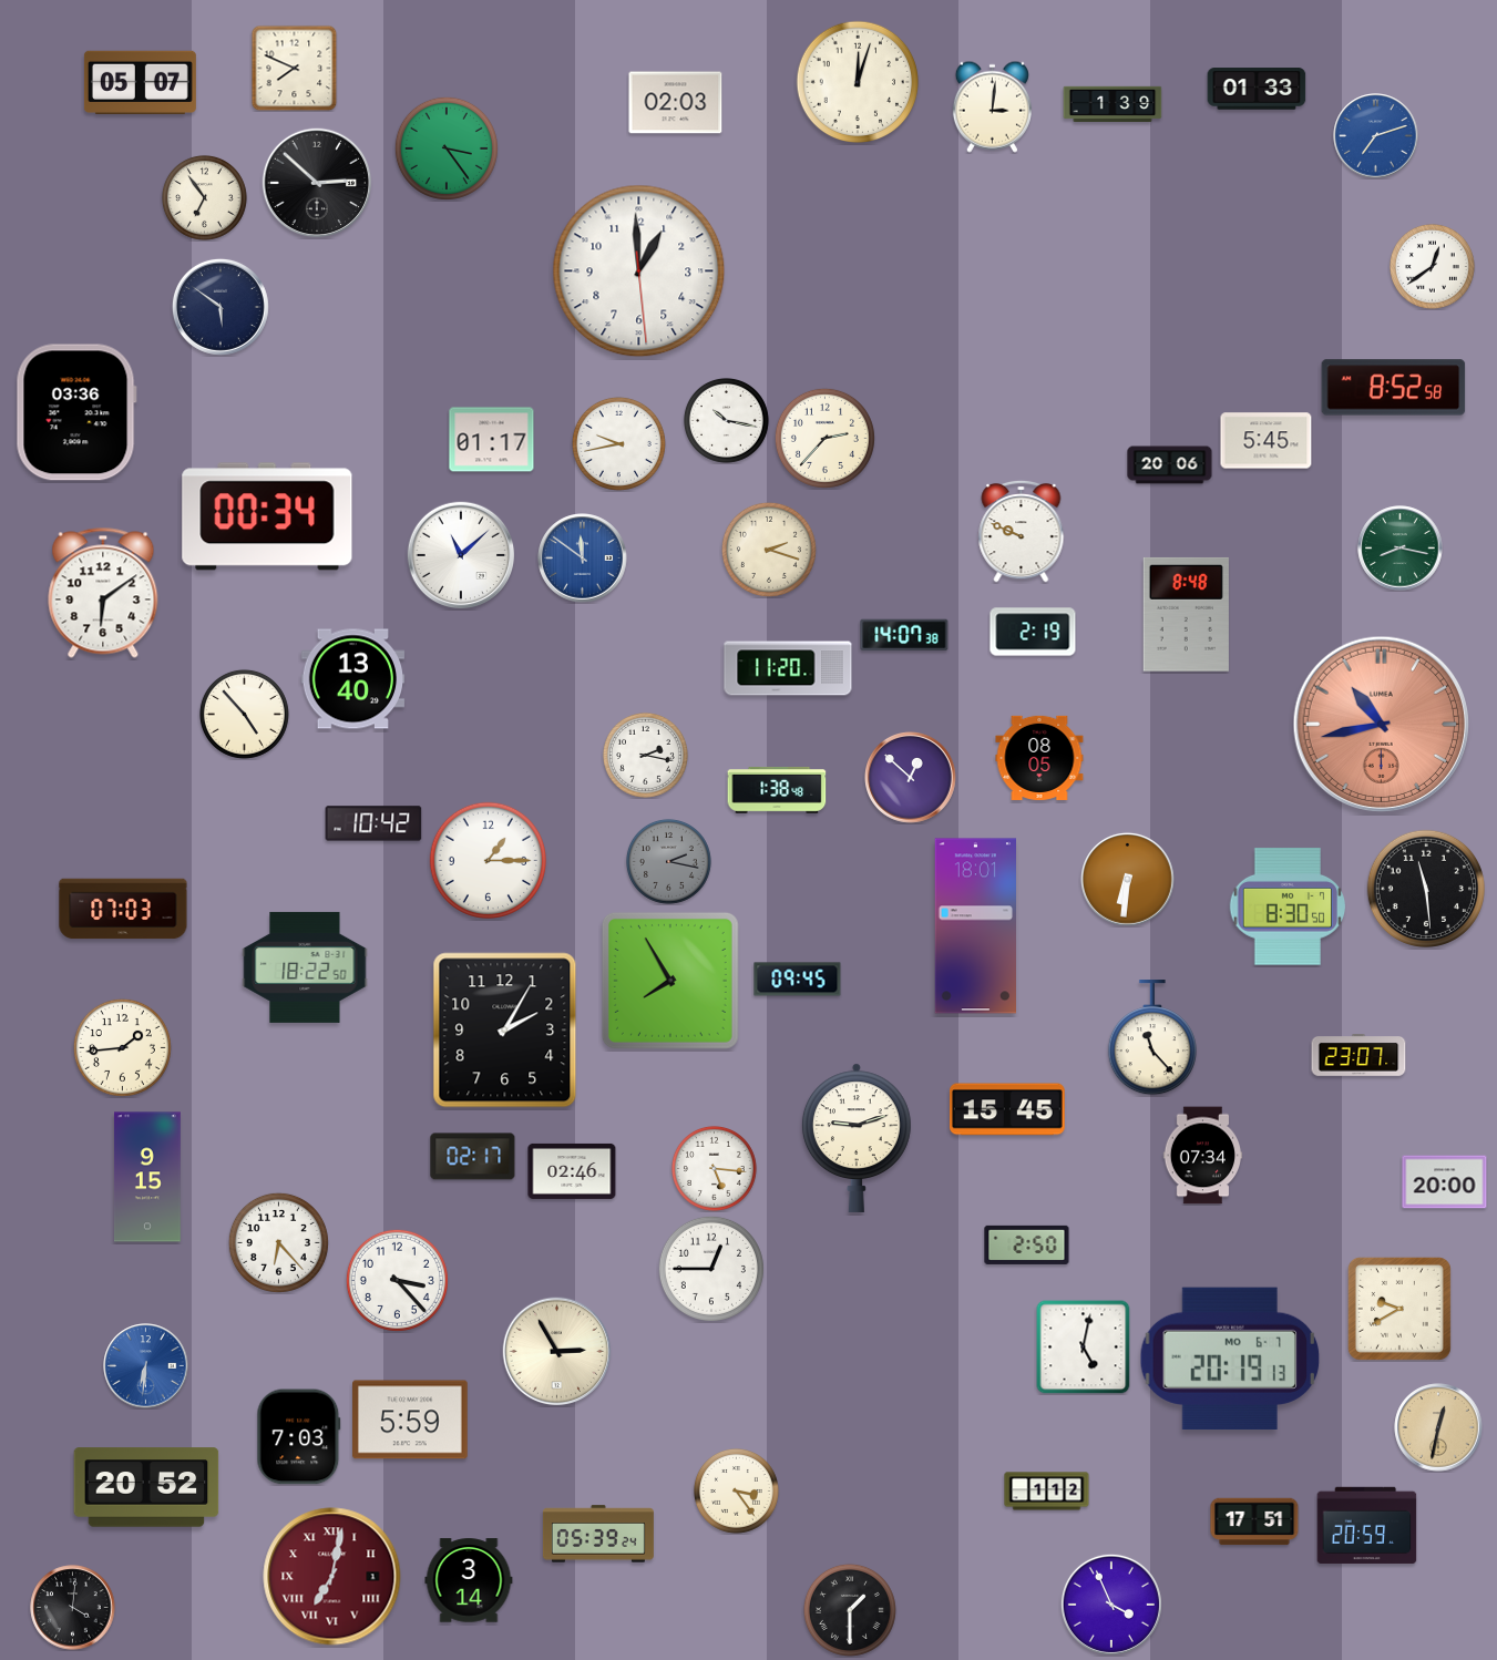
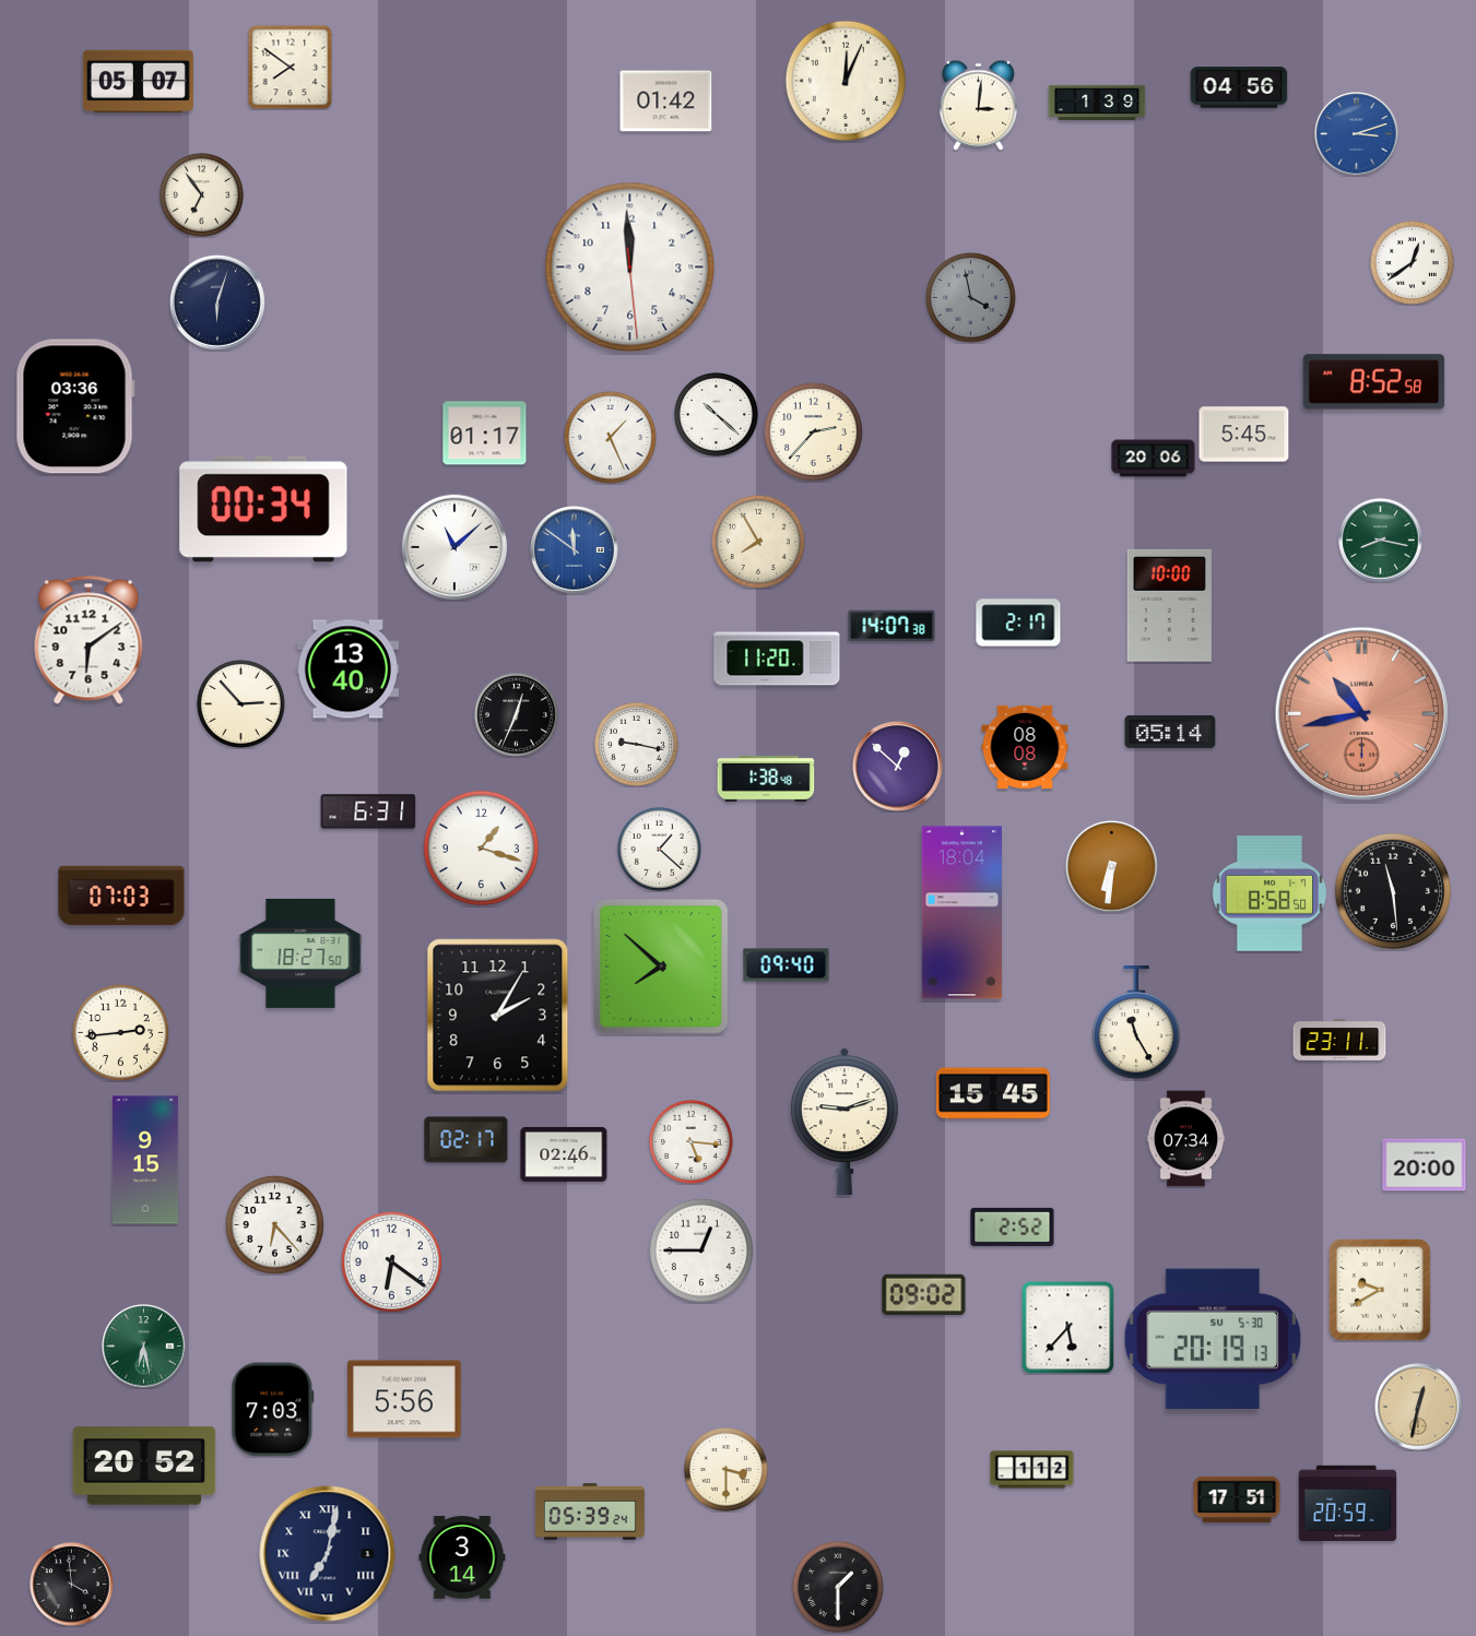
clock at (294, 68): 7:49 -> 7:51
clock at (858, 82): 12:03 -> 12:04
clock at (1257, 89): 01:33 -> 04:56
clock at (676, 103): 02:03 -> 01:42
clock at (1376, 136): 7:12 -> 3:12
clock at (447, 148): 3:24 -> none
clock at (317, 183): 2:52 -> none
clock at (639, 271): 12:59 -> 11:59
clock at (970, 297): none -> 3:58
clock at (221, 307): 5:51 -> 6:03
clock at (726, 420): 10:17 -> 10:22
clock at (1267, 441) position: (1267, 441) -> (1244, 435)
clock at (618, 443): 9:43 -> 1:26
clock at (1022, 531): 9:49 -> none
clock at (769, 550): 2:18 -> 7:55
clock at (103, 593) position: (103, 593) -> (88, 640)
clock at (1186, 614): 8:48 -> 10:00
clock at (1033, 632): 2:19 -> 2:17
clock at (244, 714): 4:53 -> 2:53
clock at (516, 714): none -> 12:34
clock at (1170, 732): none -> 05:14
clock at (645, 755): 2:17 -> 9:17
clock at (1039, 758): 08:05 -> 08:08
clock at (373, 823): 10:42 -> 6:31
clock at (488, 860): 1:15 -> 1:18
clock at (668, 861): 2:17 -> 1:22
clock at (668, 861) dial: grey -> white
clock at (1425, 888) position: (1425, 888) -> (1392, 890)
clock at (1286, 906): 8:30 -> 8:58
clock at (975, 926): 18:01 -> 18:04
clock at (305, 967): 18:22 -> 18:27
clock at (798, 980): 09:45 -> 09:40
clock at (670, 981): 7:55 -> 7:52
clock at (1152, 1038): 11:23 -> 11:25
clock at (122, 1047): 1:44 -> 2:44
clock at (1358, 1056): 23:07 -> 23:11
clock at (714, 1168) position: (714, 1168) -> (690, 1141)
clock at (1027, 1244): 2:50 -> 2:52
clock at (397, 1280): 3:23 -> 6:21
clock at (924, 1295): none -> 09:02
clock at (1084, 1348): 5:02 -> 5:37
clock at (557, 1352): 2:55 -> none
clock at (1230, 1357) date: MO 6-7 -> SU 5-30
clock at (146, 1366): 6:31 -> 6:28
clock at (146, 1366) dial: blue -> green
clock at (411, 1420): 5:59 -> 5:56
clock at (299, 1437) position: (299, 1437) -> (273, 1410)
clock at (736, 1490): 3:24 -> 3:30
clock at (332, 1577) dial: burgundy -> navy
clock at (1111, 1605): 3:56 -> none
clock at (73, 1608): 4:01 -> 3:59
